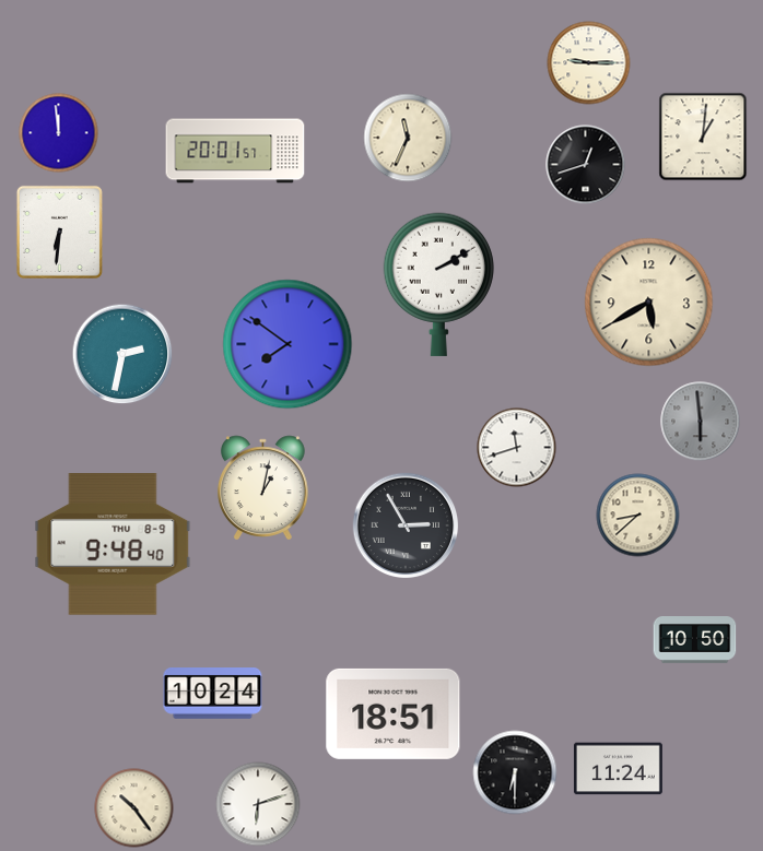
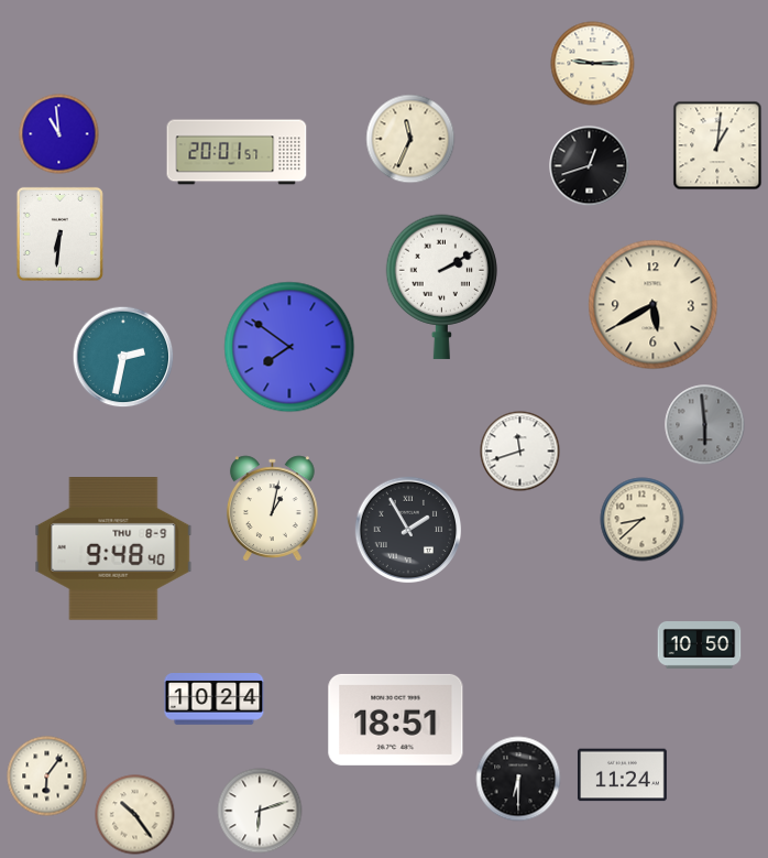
clock at (59, 133): 11:59 -> 10:59
clock at (703, 137) position: (703, 137) -> (717, 145)
clock at (262, 488) position: (262, 488) -> (272, 509)
clock at (406, 525): 2:55 -> 1:55
clock at (47, 776): none -> 6:06
